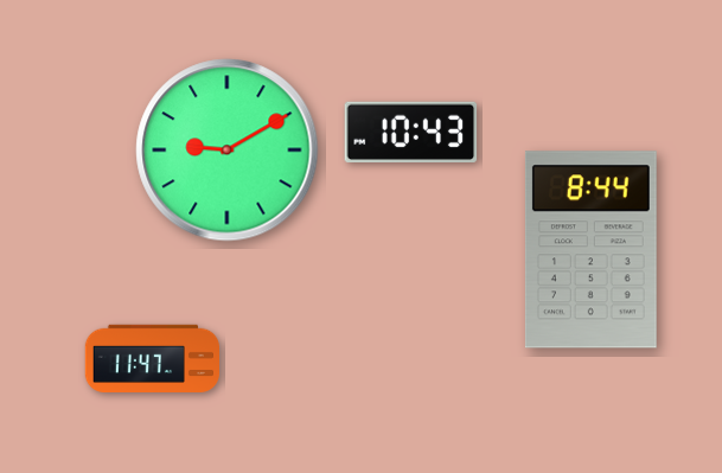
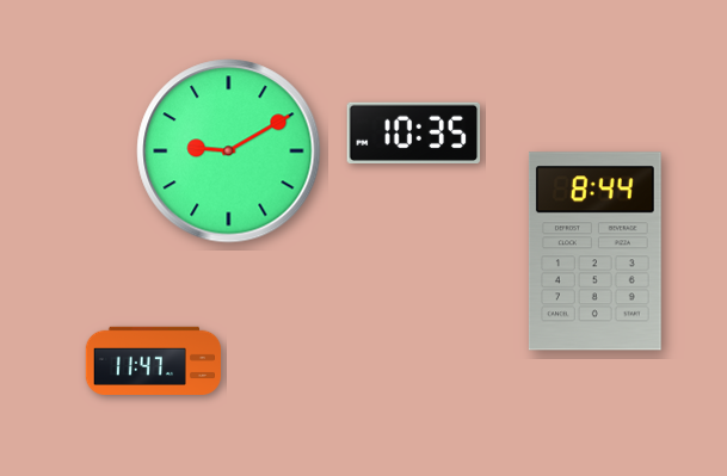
clock at (411, 132): 10:43 -> 10:35
